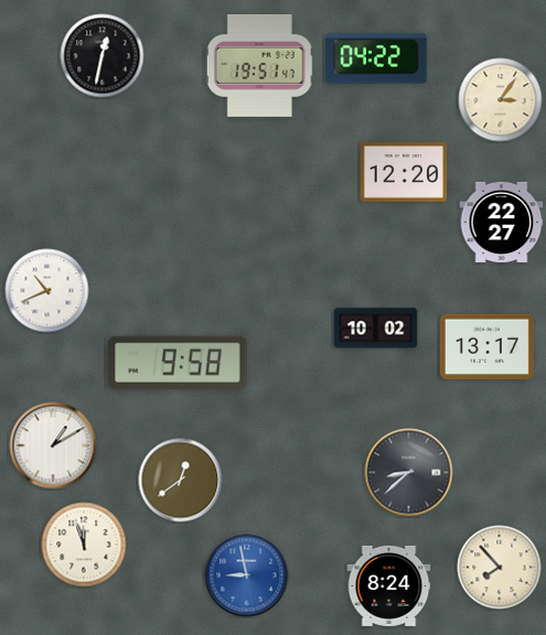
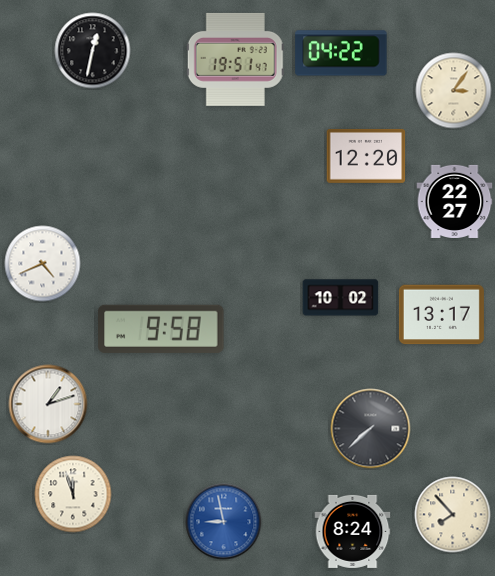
clock at (47, 291): 10:41 -> 4:41
clock at (53, 445): 1:10 -> 1:12
clock at (409, 473): 8:38 -> 7:38
clock at (181, 481): 12:39 -> none
clock at (84, 545) position: (84, 545) -> (73, 494)
